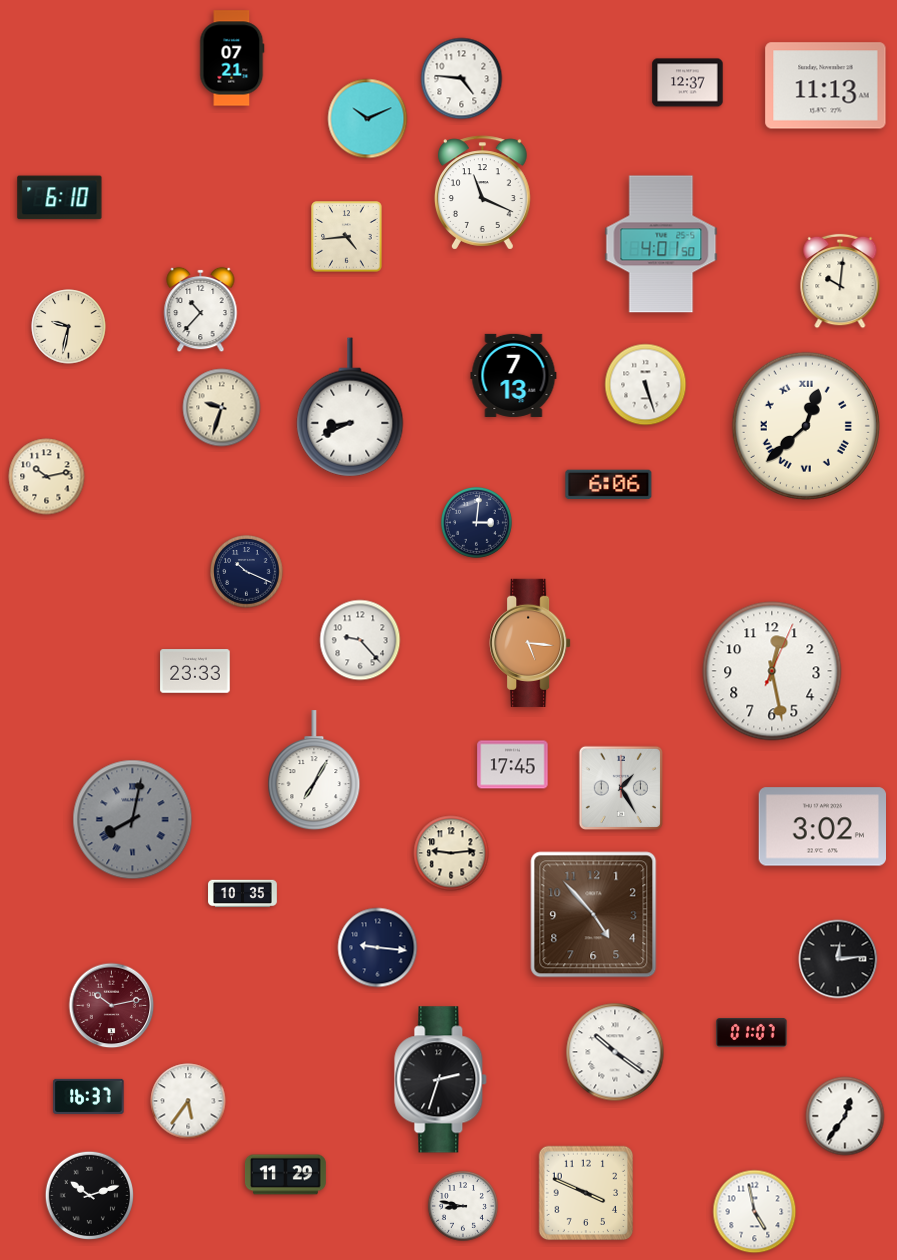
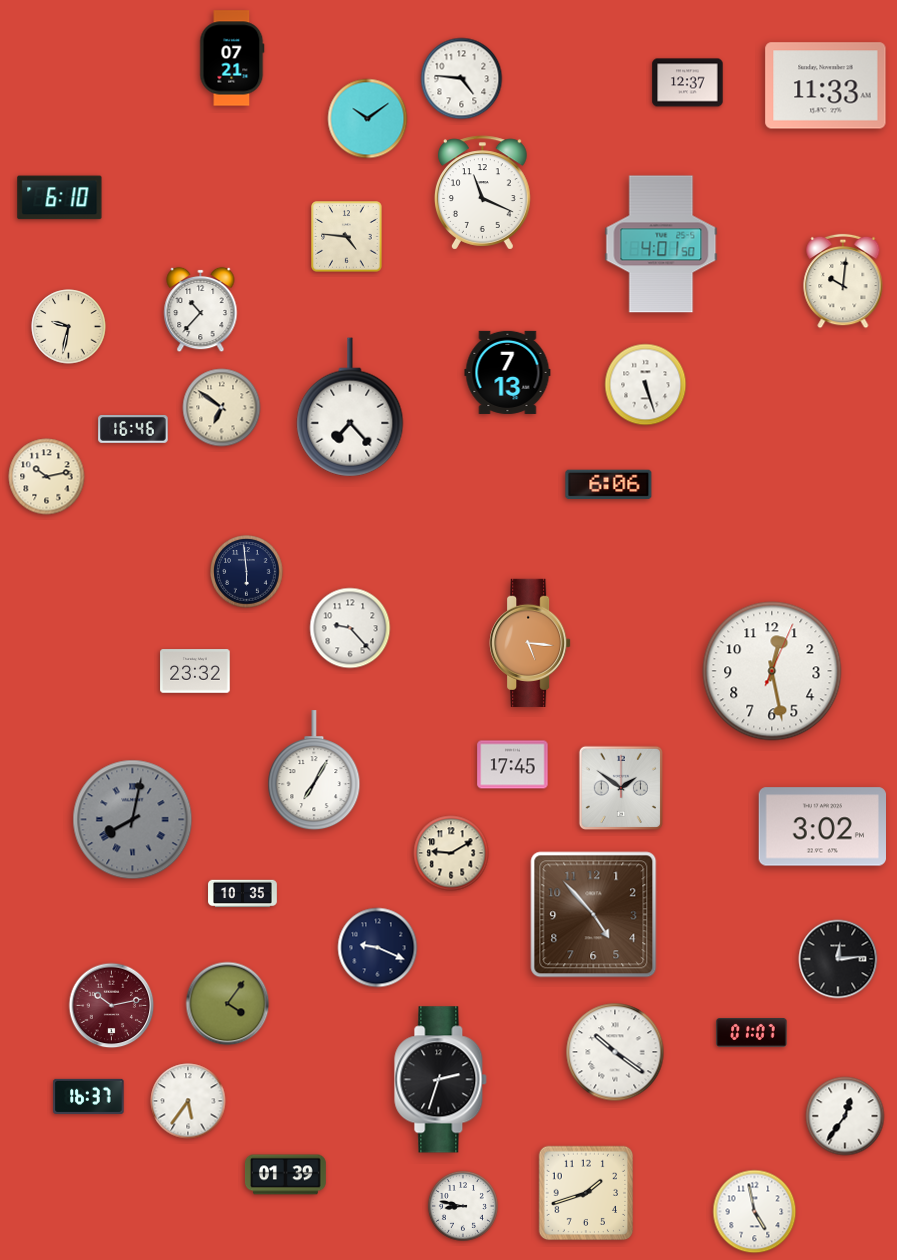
clock at (826, 86): 11:13 -> 11:33
clock at (368, 119): 10:11 -> 10:09
clock at (347, 237): 4:44 -> 4:46
clock at (840, 281) position: (840, 281) -> (843, 281)
clock at (514, 375) position: (514, 375) -> (508, 372)
clock at (350, 407): 8:41 -> 7:23
clock at (222, 408): 9:33 -> 6:51
clock at (806, 426): 12:38 -> none
clock at (133, 430): none -> 16:46
clock at (476, 522): 3:01 -> none
clock at (247, 572): 10:19 -> 5:59
clock at (360, 640) position: (360, 640) -> (350, 628)
clock at (195, 671): 23:33 -> 23:32
clock at (621, 788): 1:25 -> 1:51
clock at (451, 853): 9:14 -> 9:10
clock at (378, 948): 9:16 -> 9:19
clock at (228, 1004): none -> 4:06
clock at (285, 1175): 11:29 -> 01:39
clock at (586, 1193): 3:49 -> 1:42
clock at (89, 1195): 10:12 -> none
